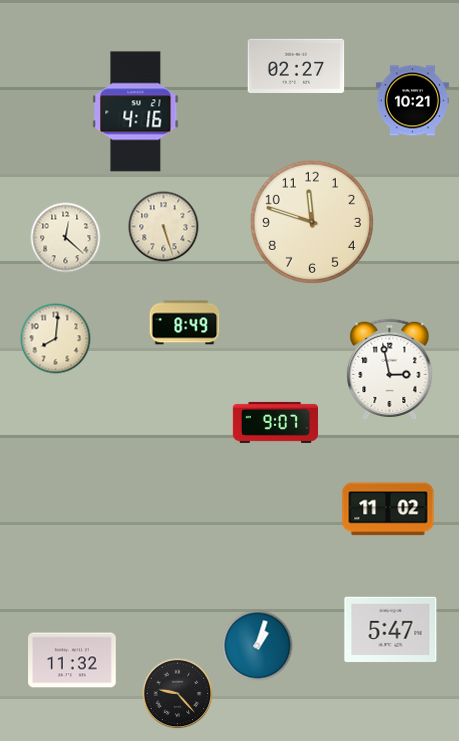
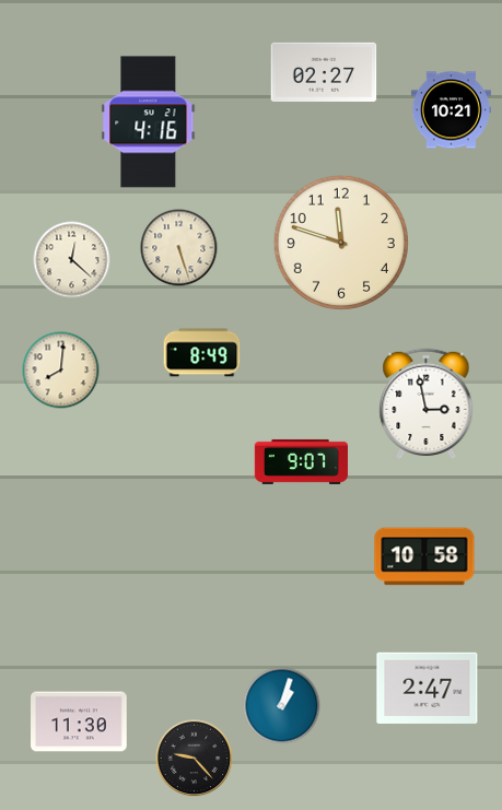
clock at (388, 509): 11:02 -> 10:58
clock at (391, 630): 5:47 -> 2:47
clock at (72, 660): 11:32 -> 11:30
